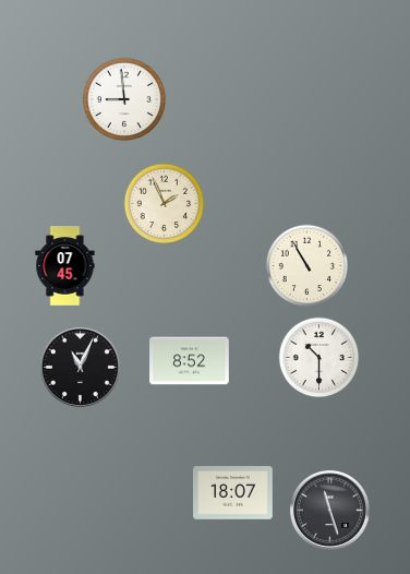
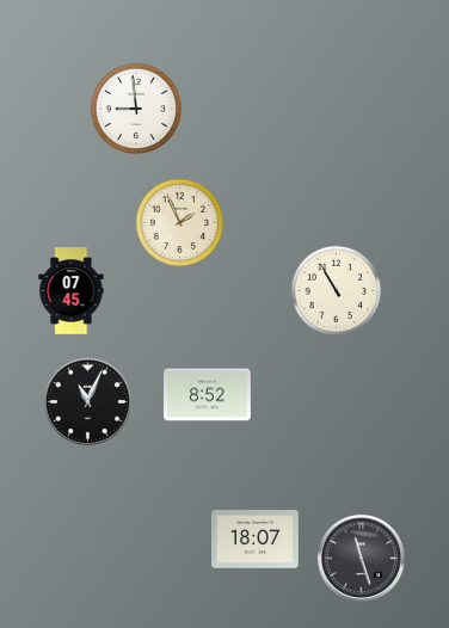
clock at (319, 358): 10:30 -> none
